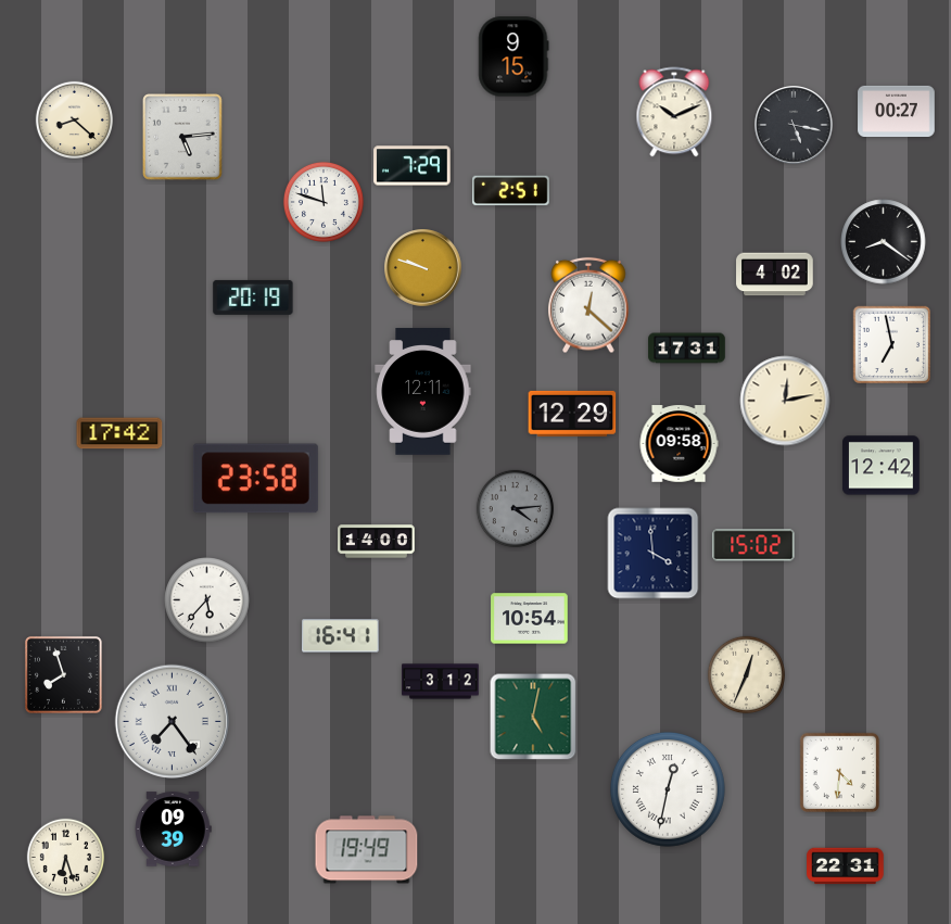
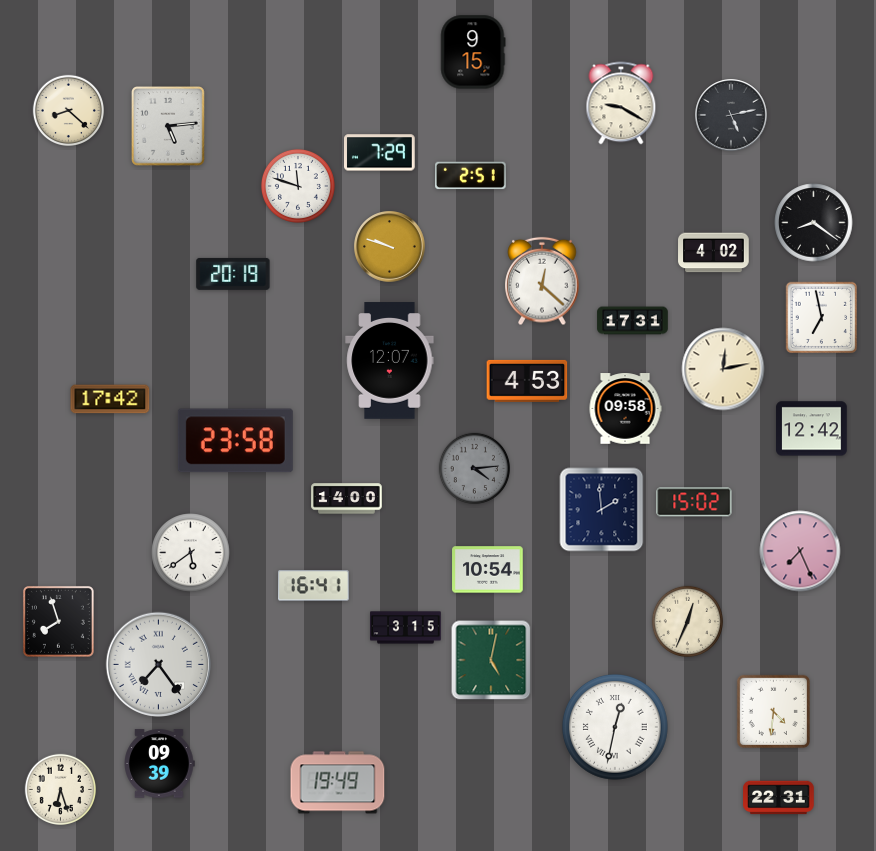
clock at (897, 111): 00:27 -> none
clock at (674, 112): 10:11 -> 9:20
clock at (794, 125): 5:17 -> 5:13
clock at (423, 392): 12:11 -> 12:07
clock at (572, 414): 12:29 -> 4:53
clock at (654, 554): 3:59 -> 1:59
clock at (800, 551): none -> 7:26
clock at (207, 600): 5:37 -> 5:39
clock at (441, 682): 3:12 -> 3:15
